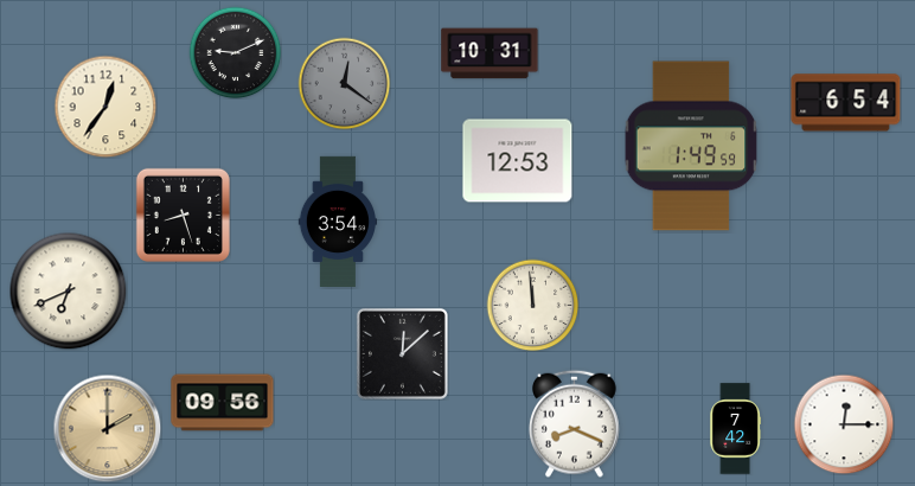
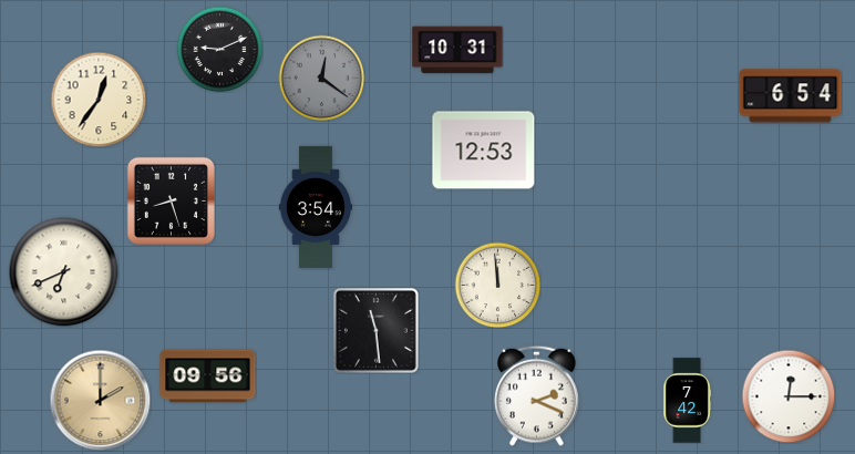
clock at (691, 146): 1:49 -> none
clock at (402, 353): 12:08 -> 11:29
clock at (575, 423): 8:19 -> 2:19
